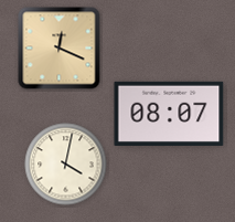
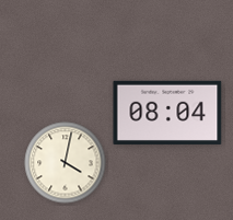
clock at (60, 49): 12:19 -> none
clock at (169, 114): 08:07 -> 08:04
